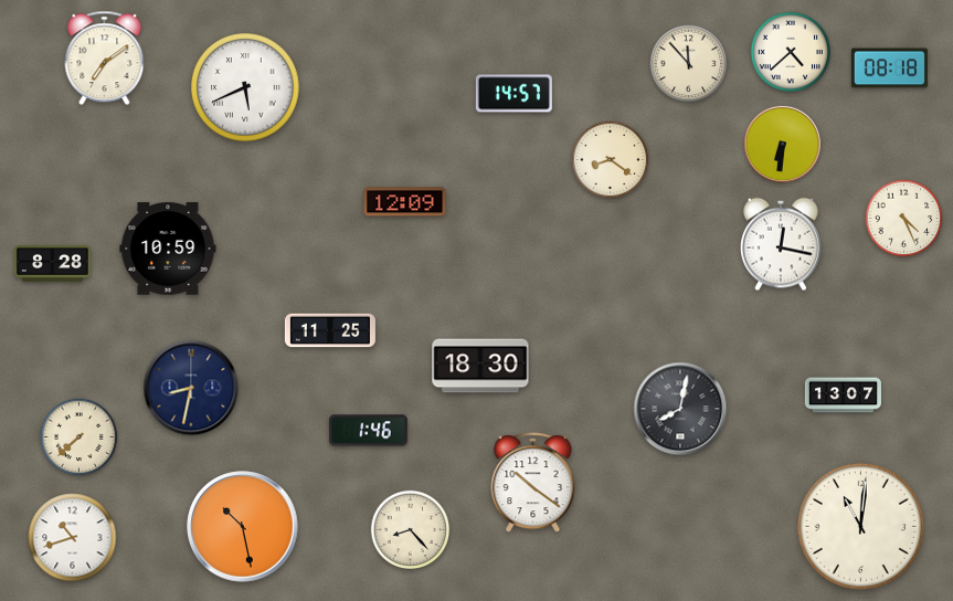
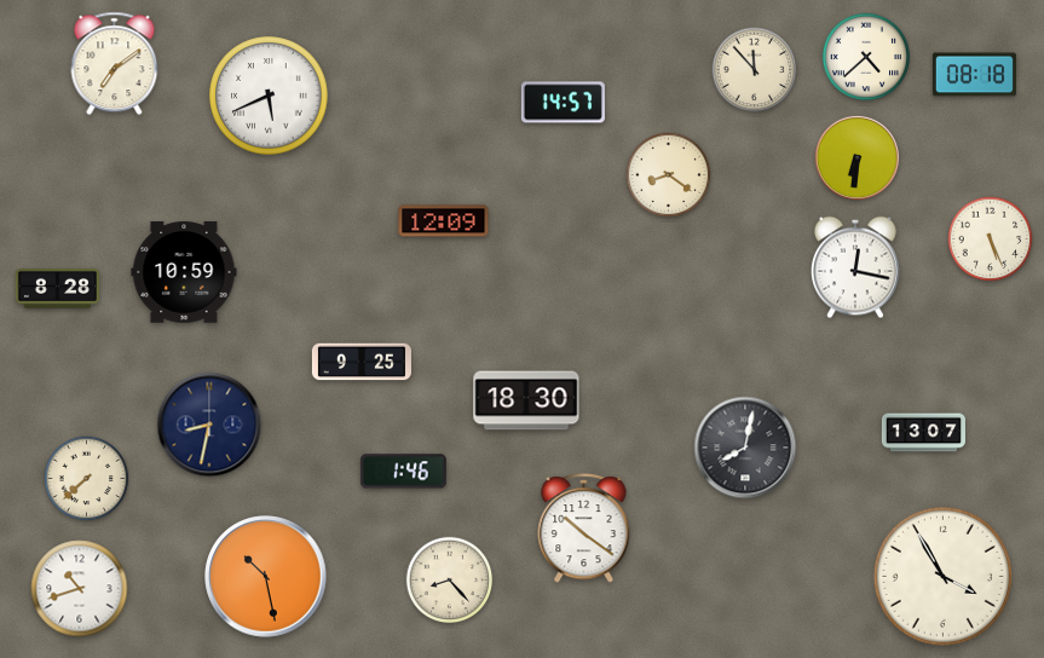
clock at (904, 219): 4:26 -> 5:26
clock at (330, 330): 11:25 -> 9:25
clock at (860, 526): 11:01 -> 3:55
